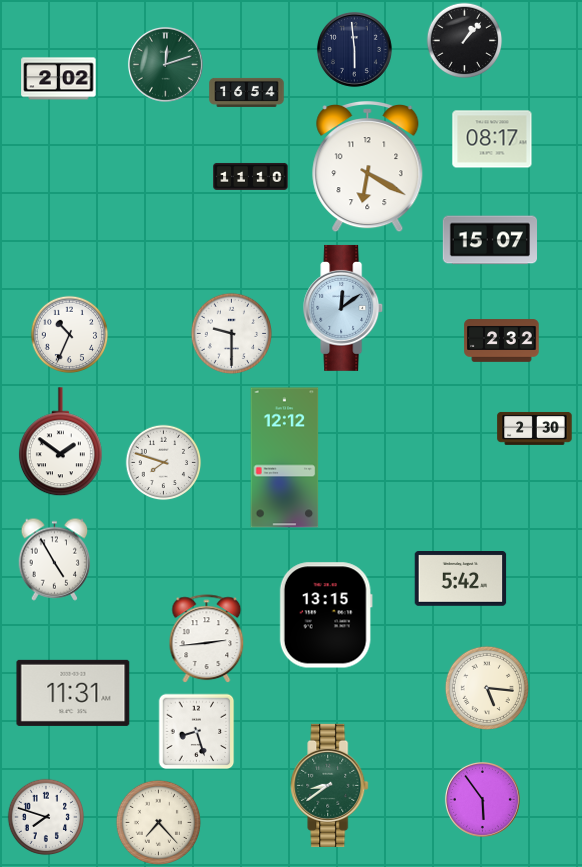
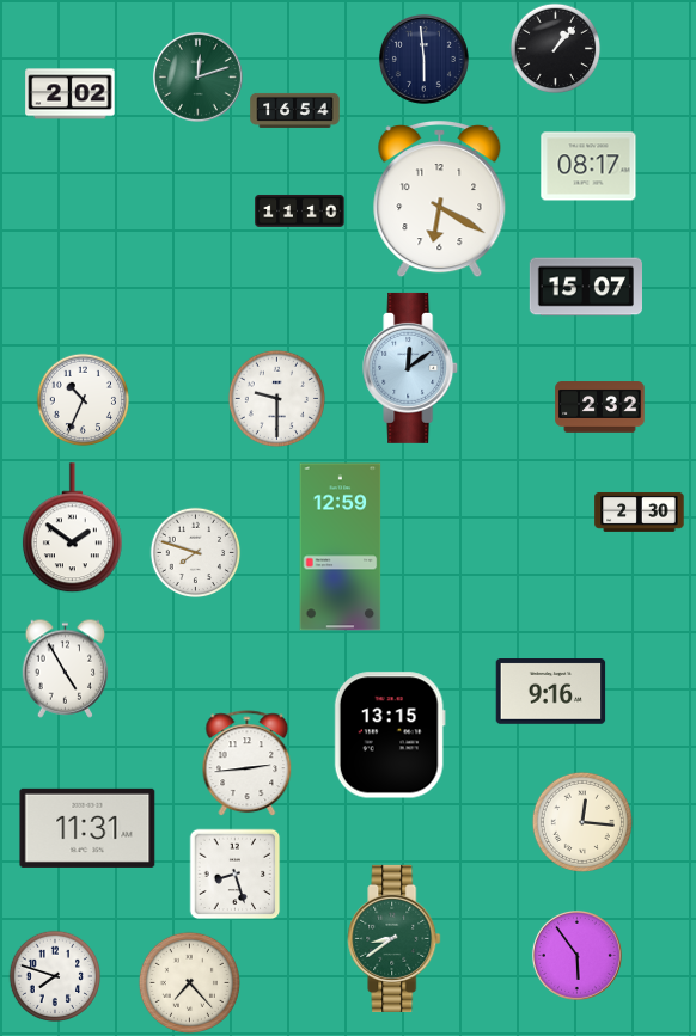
clock at (285, 458): 12:12 -> 12:59
clock at (461, 579): 5:42 -> 9:16
clock at (487, 688): 5:16 -> 12:16
